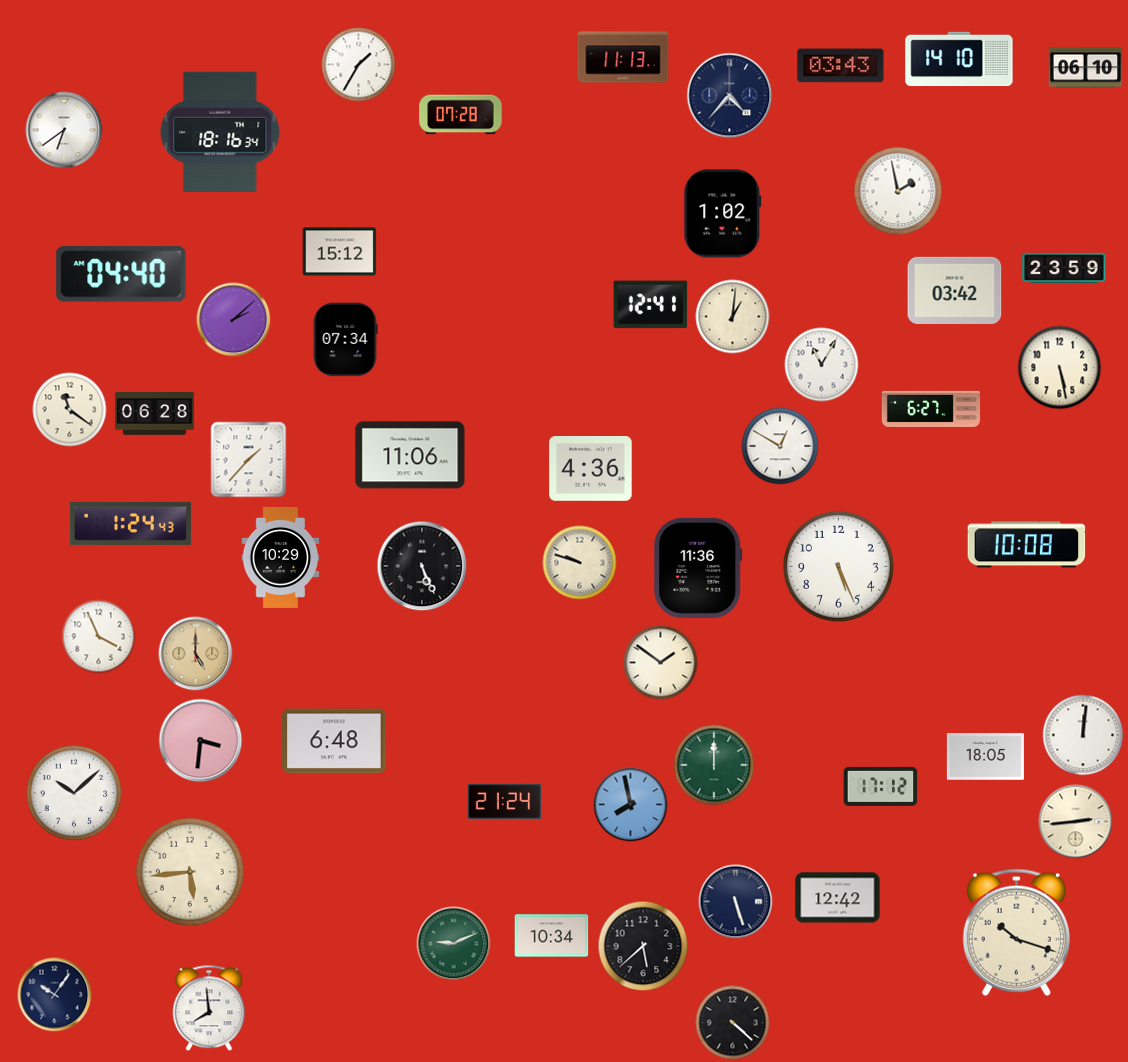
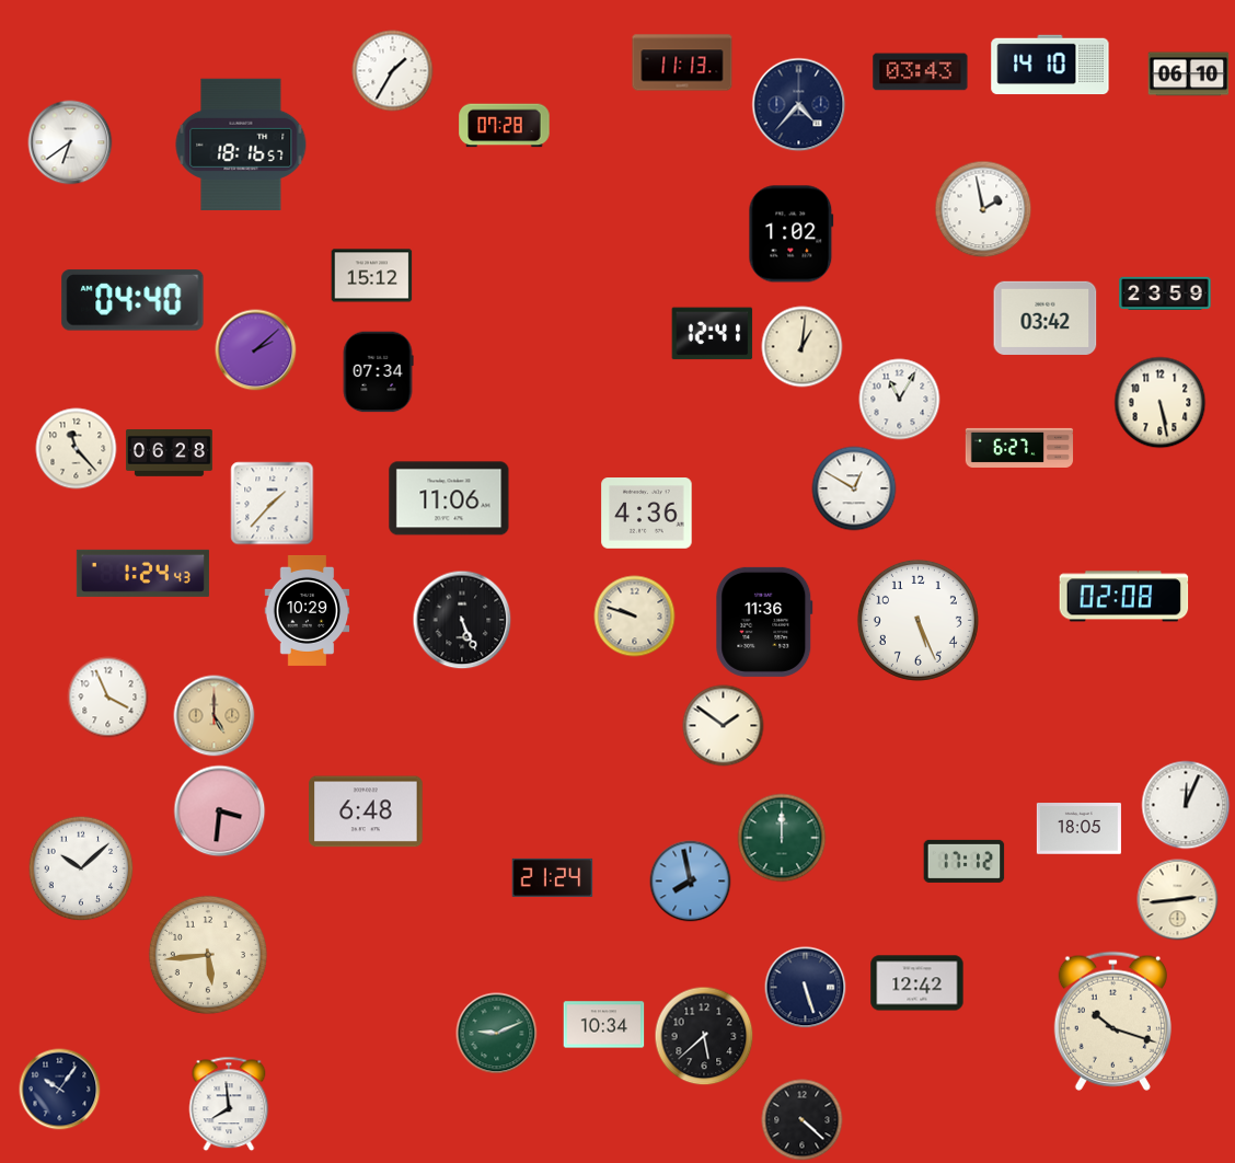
clock at (220, 132): 18:16:34 -> 18:16:57
clock at (70, 410): 11:21 -> 11:23
clock at (1027, 545): 10:08 -> 02:08
clock at (1083, 735): 12:01 -> 12:04
